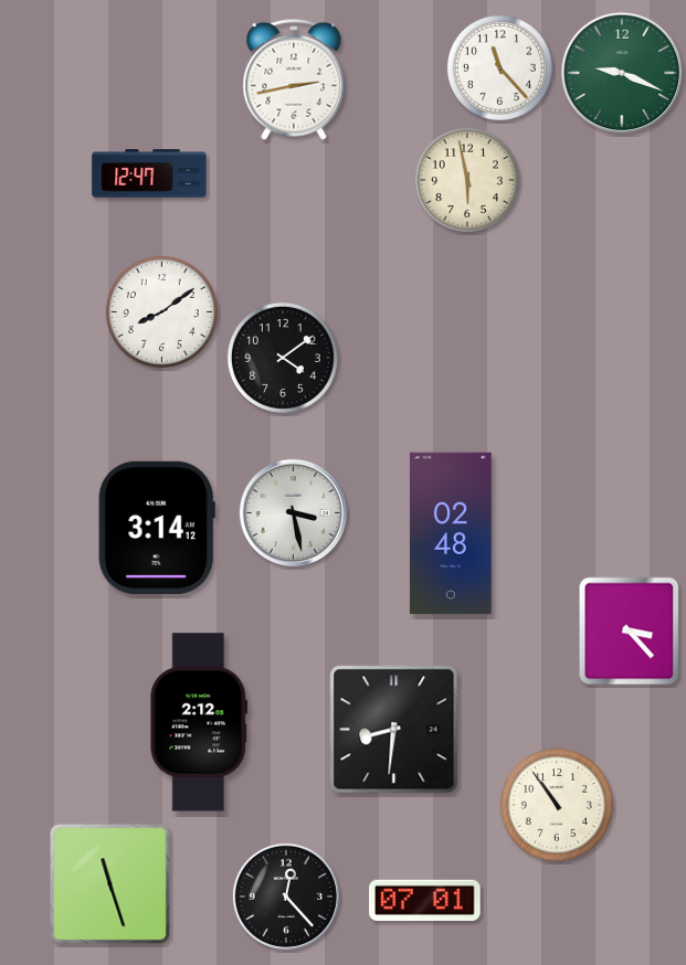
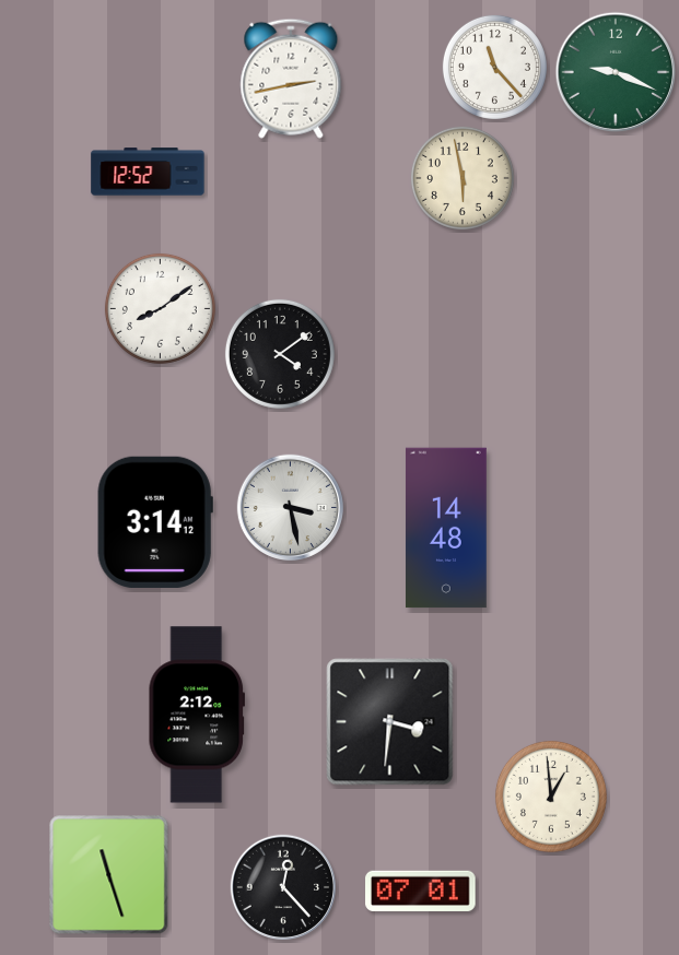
clock at (149, 173): 12:47 -> 12:52
clock at (451, 533): 02:48 -> 14:48
clock at (630, 632): 3:23 -> none
clock at (394, 730): 8:31 -> 3:31
clock at (557, 805): 10:54 -> 12:59
